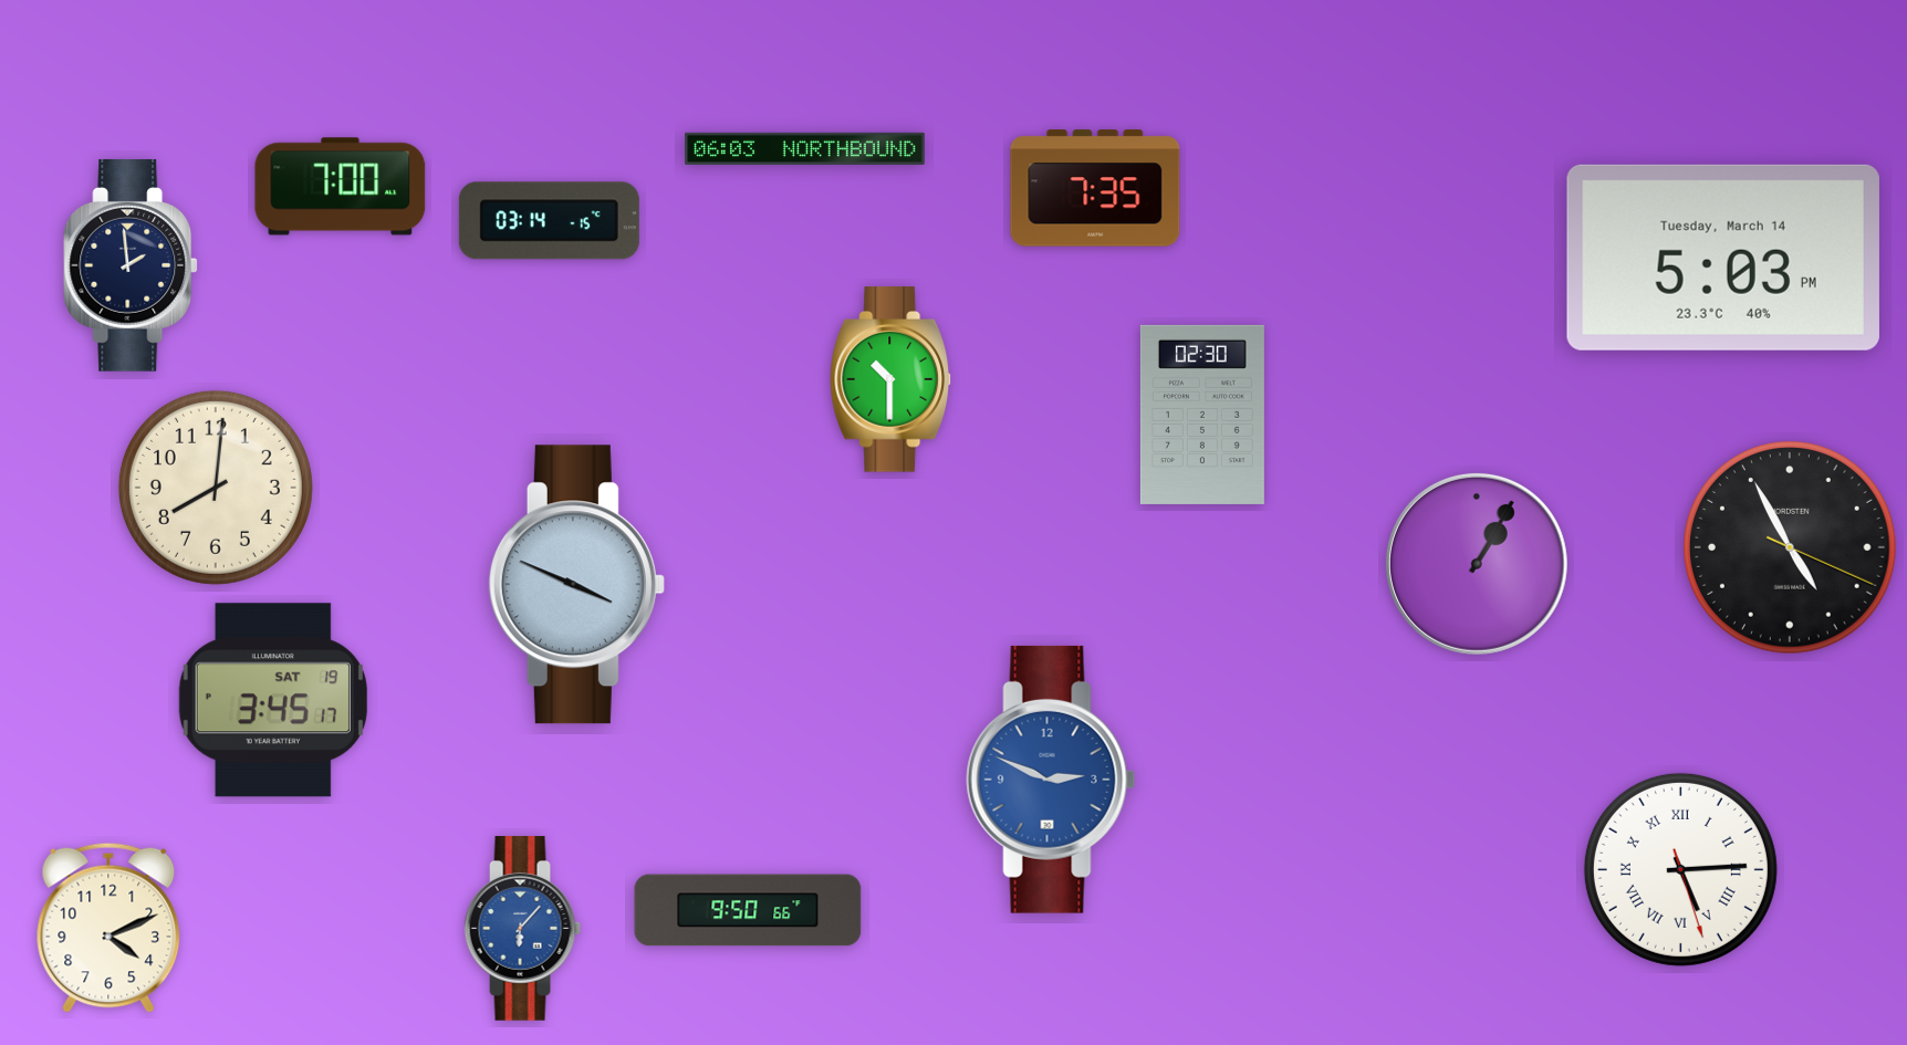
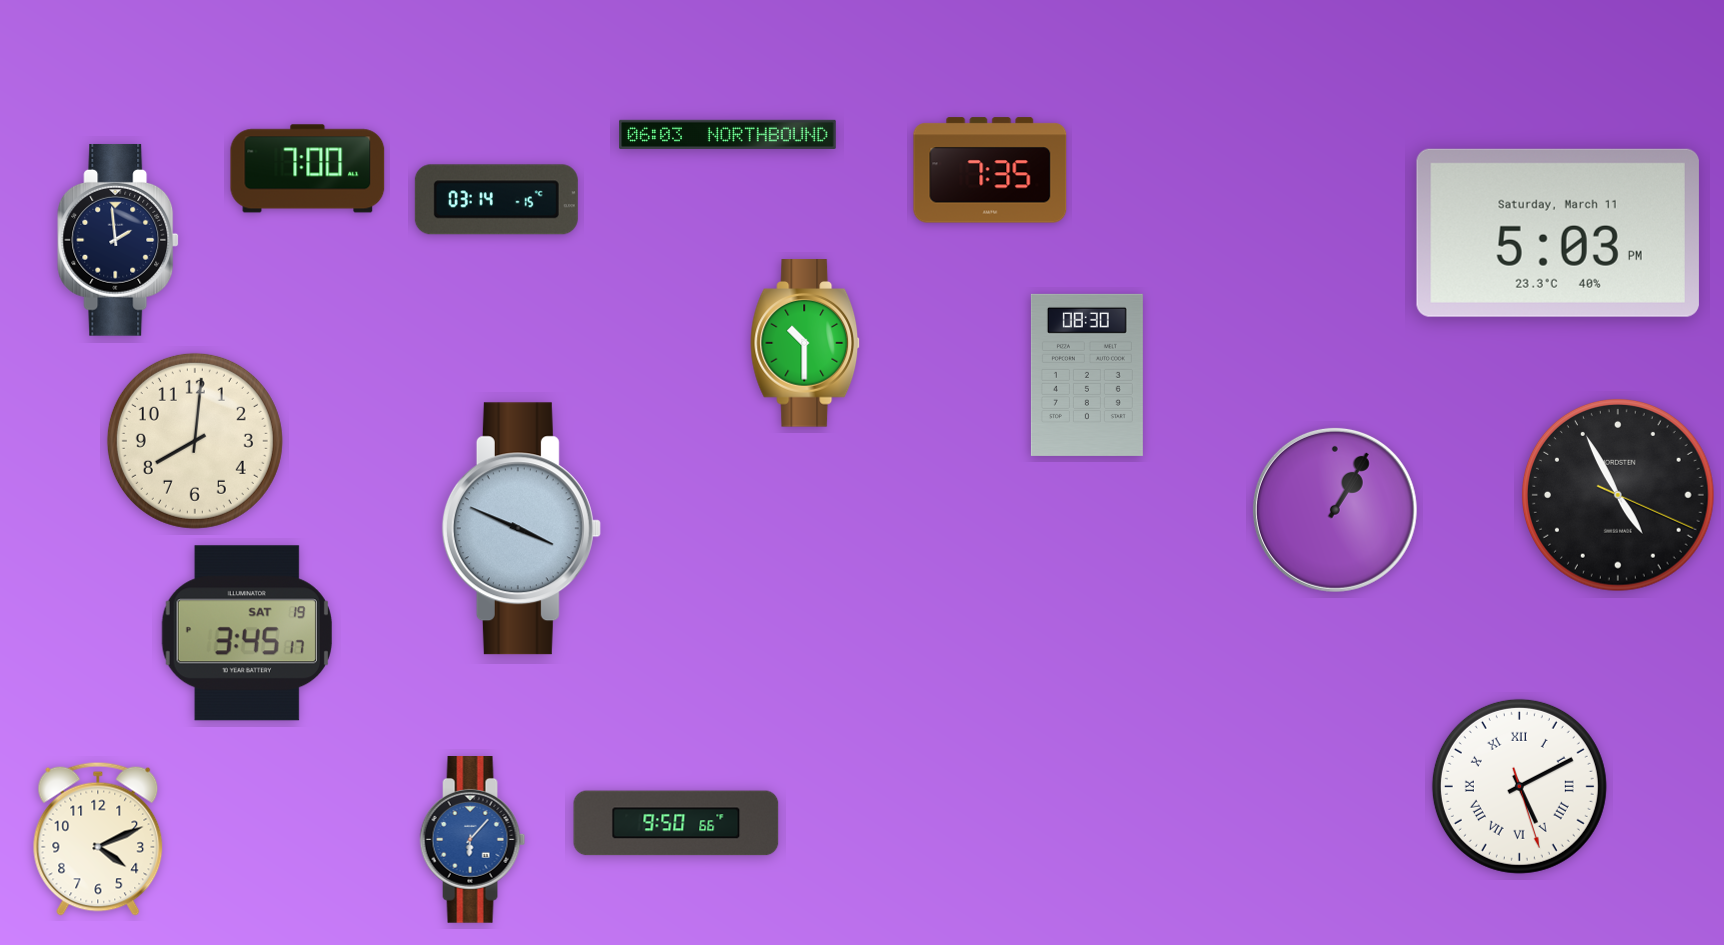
clock at (1723, 258) date: Tuesday, March 14 -> Saturday, March 11
clock at (1202, 415): 02:30 -> 08:30
clock at (1051, 780): 2:49 -> none
clock at (1680, 869): 5:14 -> 5:10
